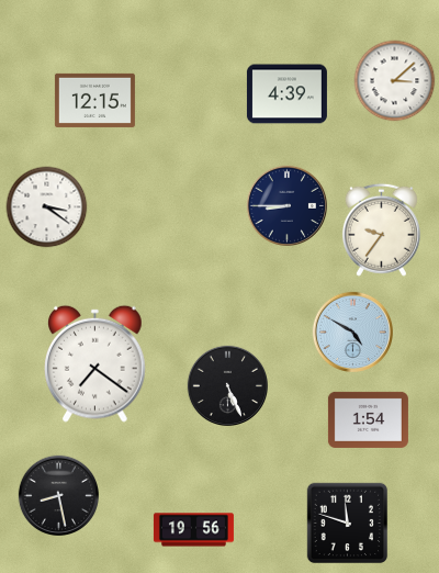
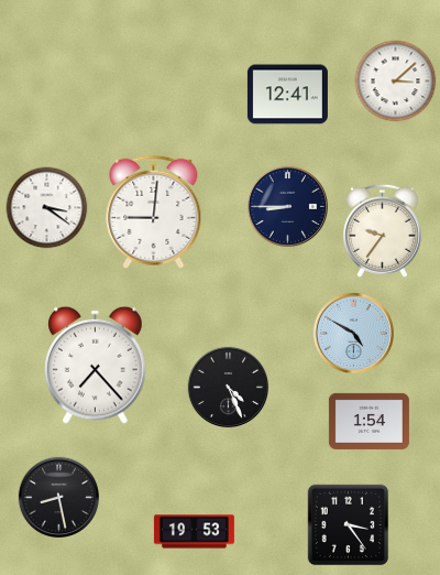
clock at (286, 94): 4:39 -> 12:41
clock at (94, 100): 12:15 -> none
clock at (154, 211): none -> 9:01
clock at (95, 363): 7:21 -> 7:23
clock at (227, 385): 5:26 -> 4:26
clock at (348, 524): 11:48 -> 3:24
clock at (193, 530): 19:56 -> 19:53
